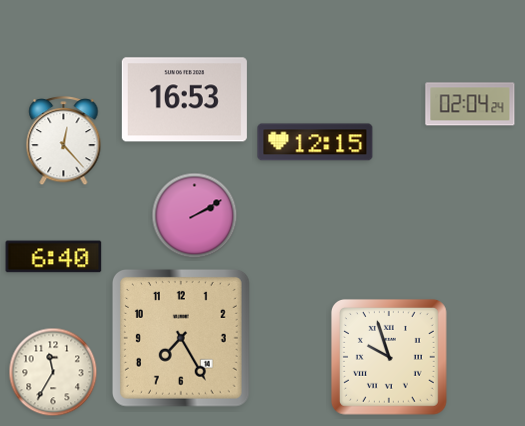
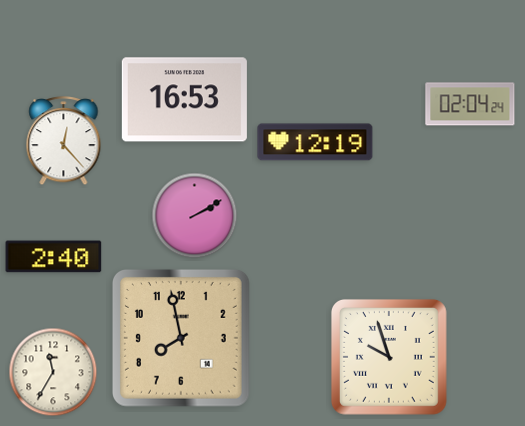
clock at (315, 142): 12:15 -> 12:19
clock at (54, 257): 6:40 -> 2:40
clock at (181, 338): 7:25 -> 7:58
